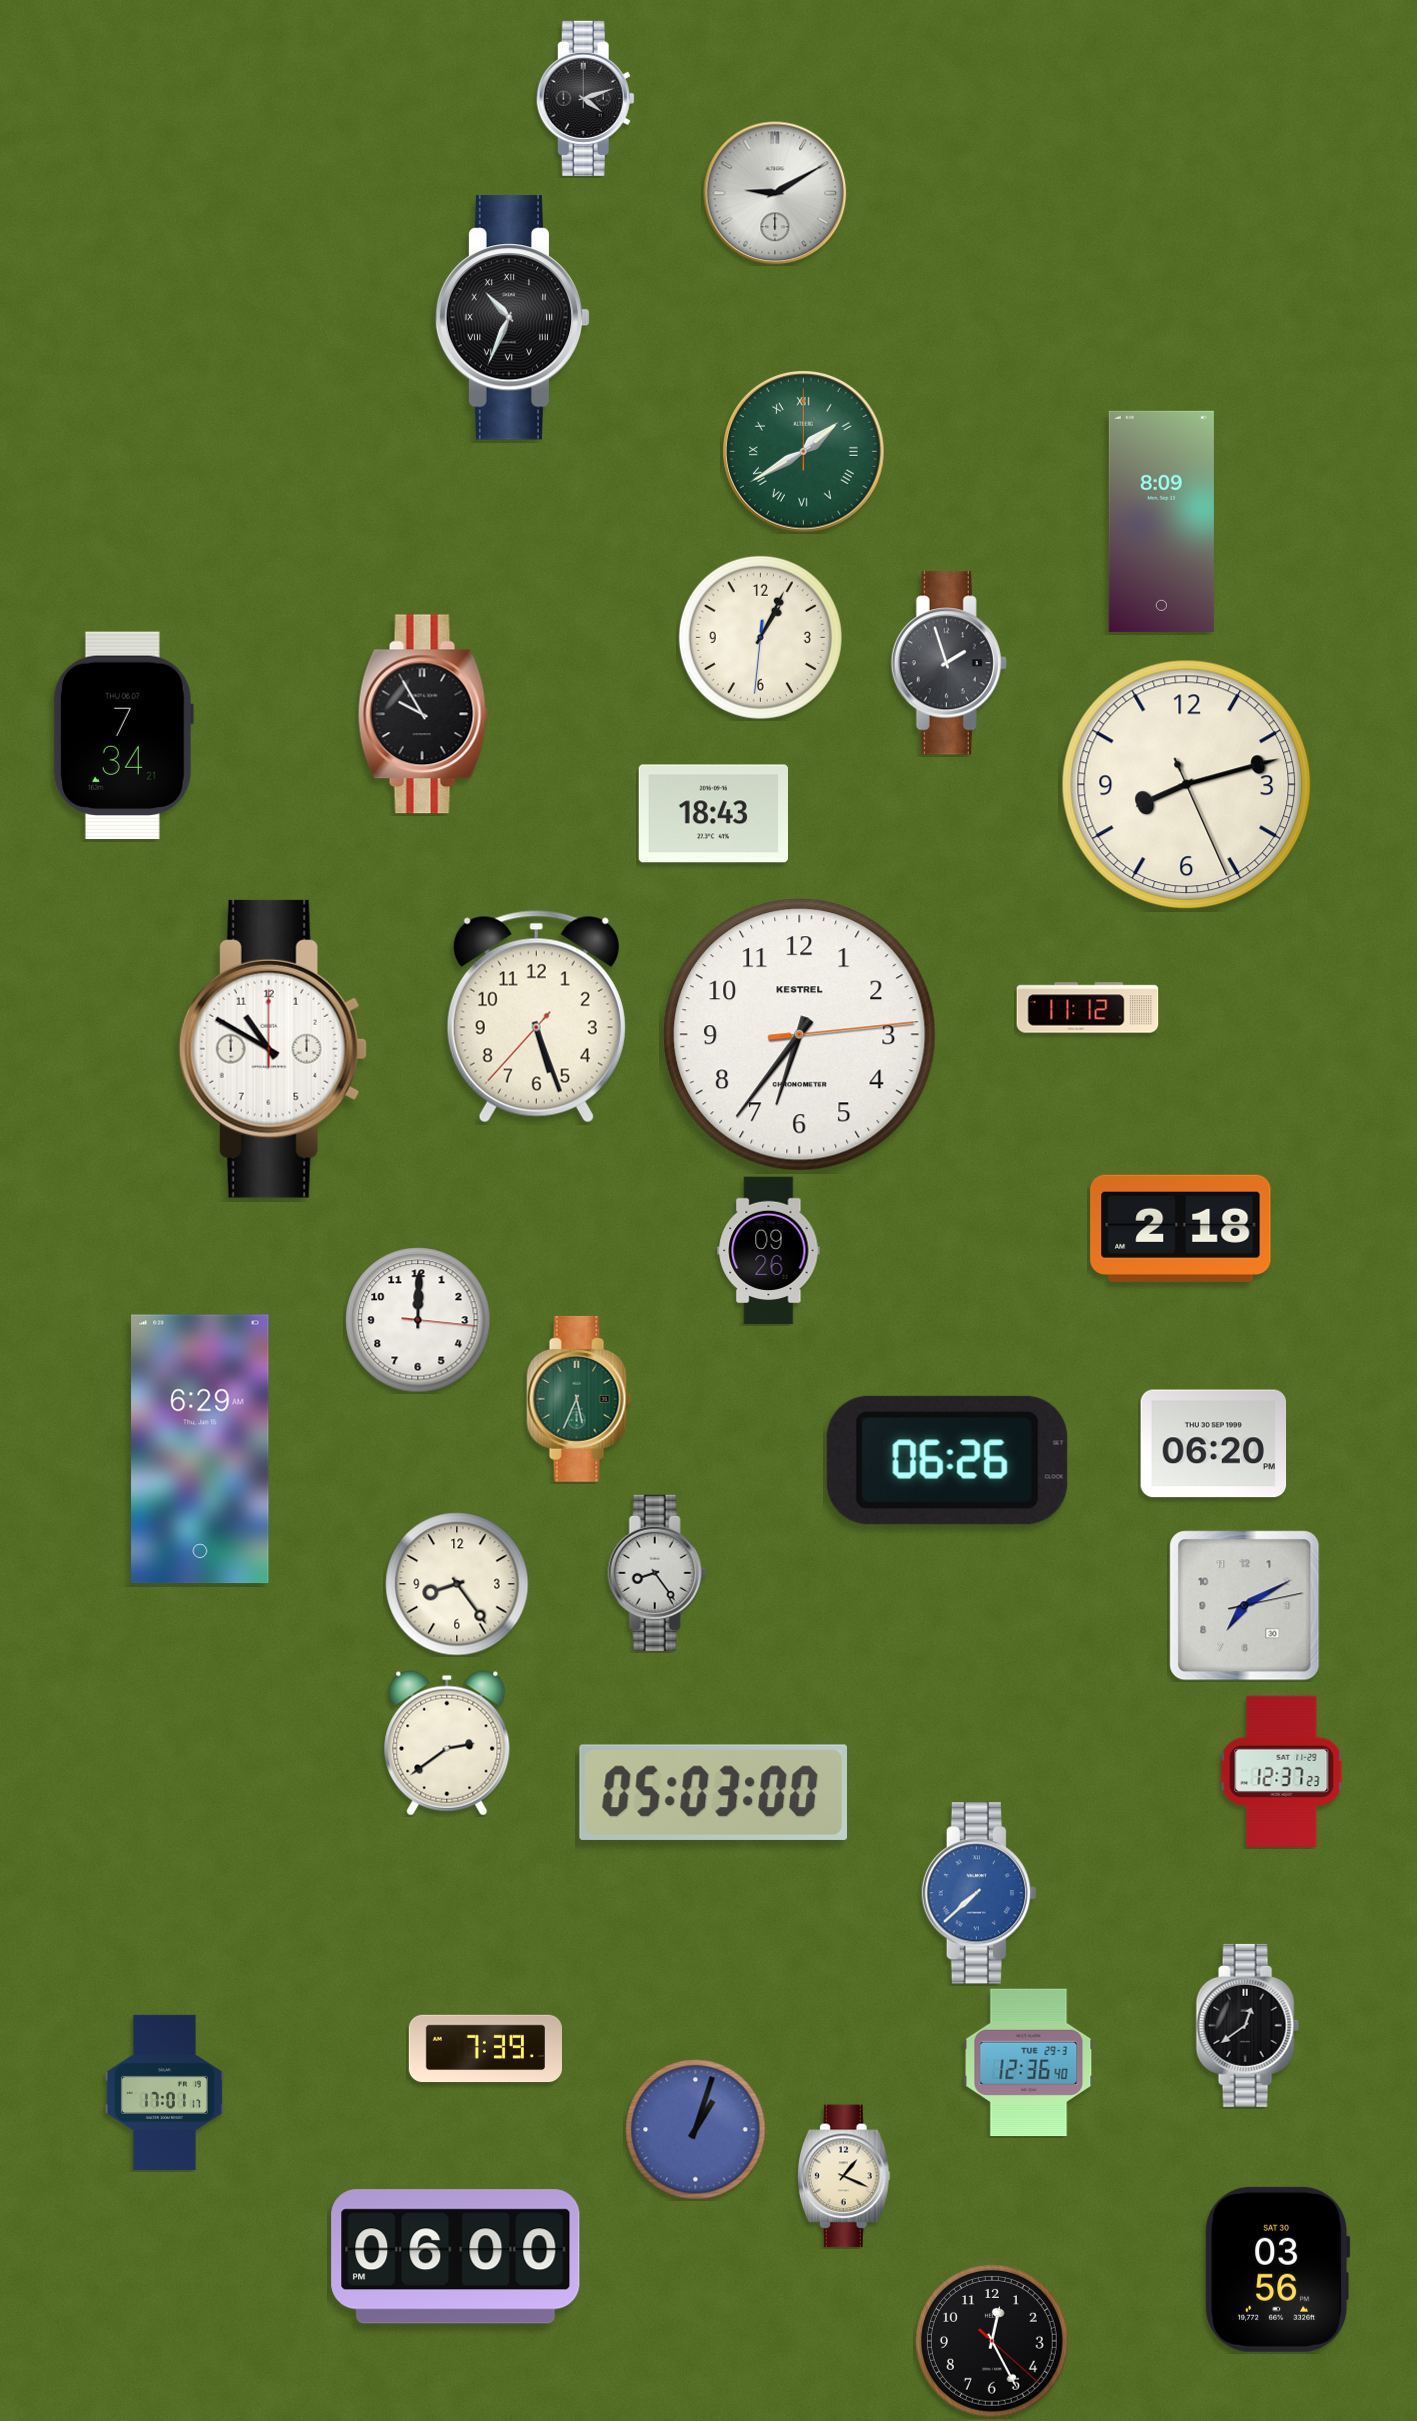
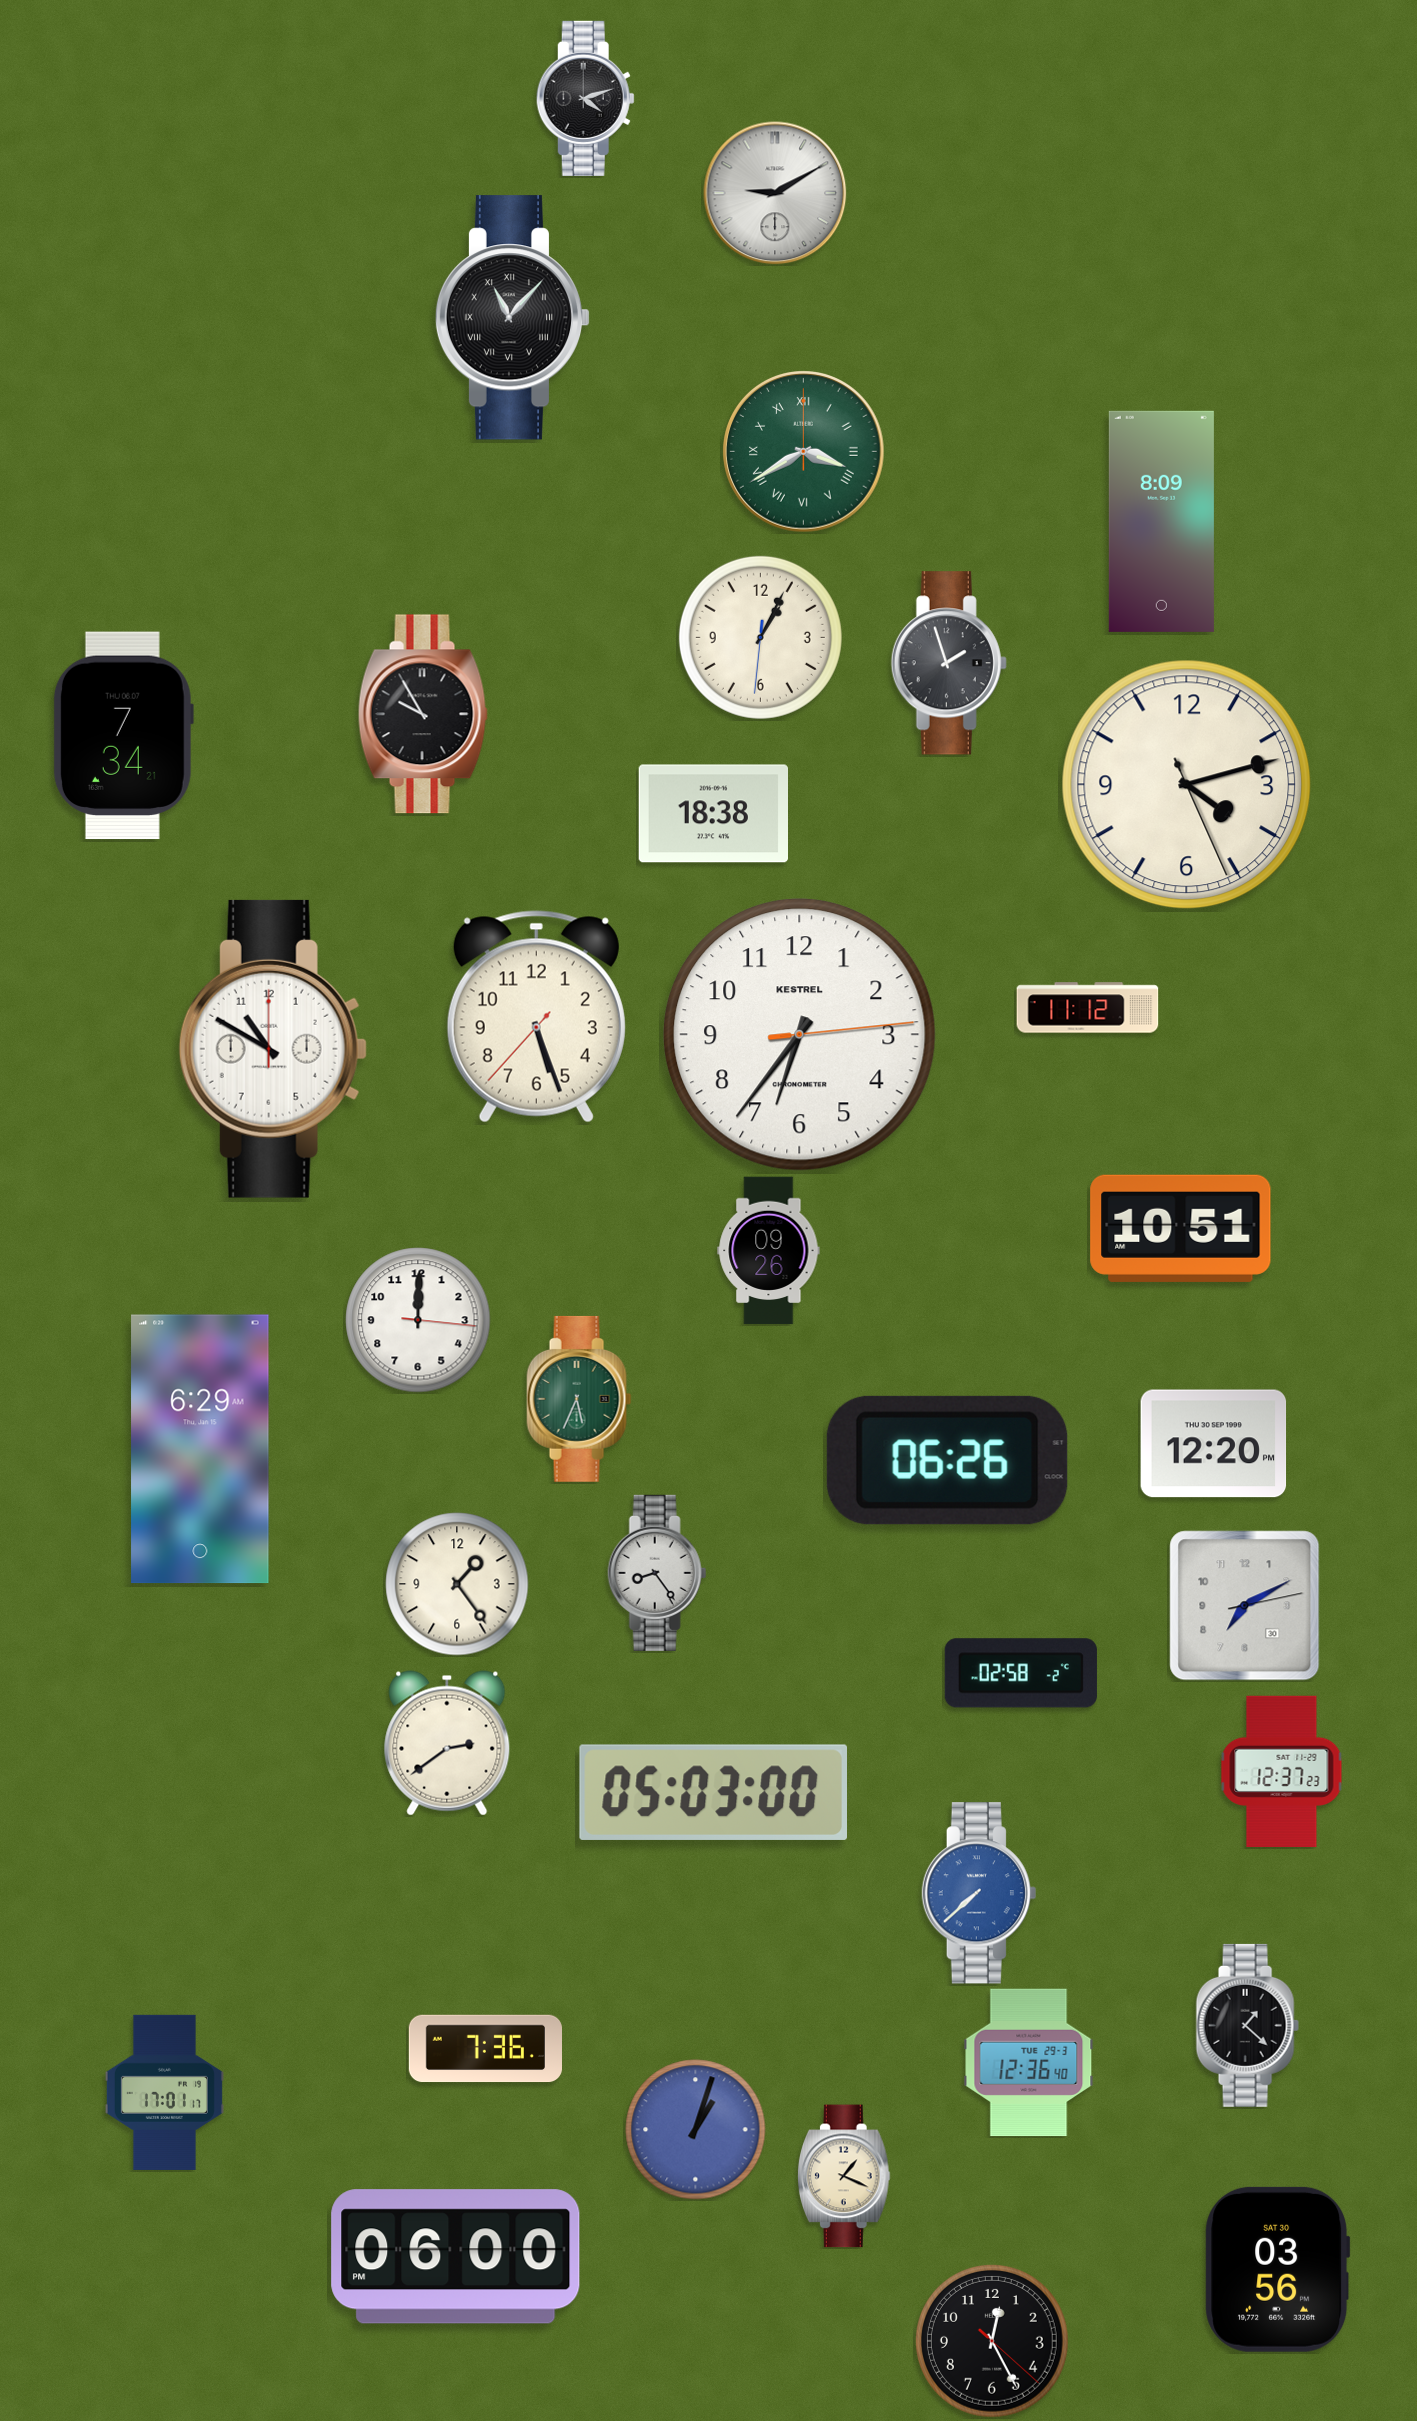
clock at (513, 318): 10:34 -> 11:07
clock at (804, 452): 1:40 -> 3:40
clock at (1187, 785): 8:12 -> 4:12
clock at (713, 814): 18:43 -> 18:38
clock at (1181, 1228): 2:18 -> 10:51
clock at (1214, 1444): 06:20 -> 12:20
clock at (457, 1584): 8:24 -> 1:24
clock at (1021, 1673): none -> 02:58
clock at (1247, 2025): 12:39 -> 1:22
clock at (485, 2049): 7:39 -> 7:36
